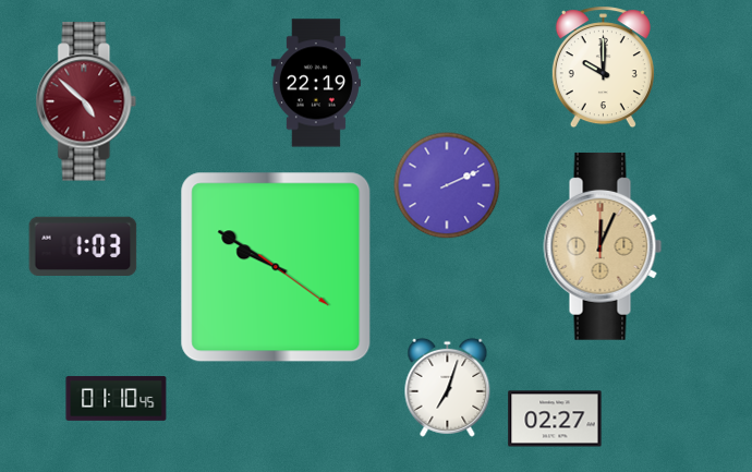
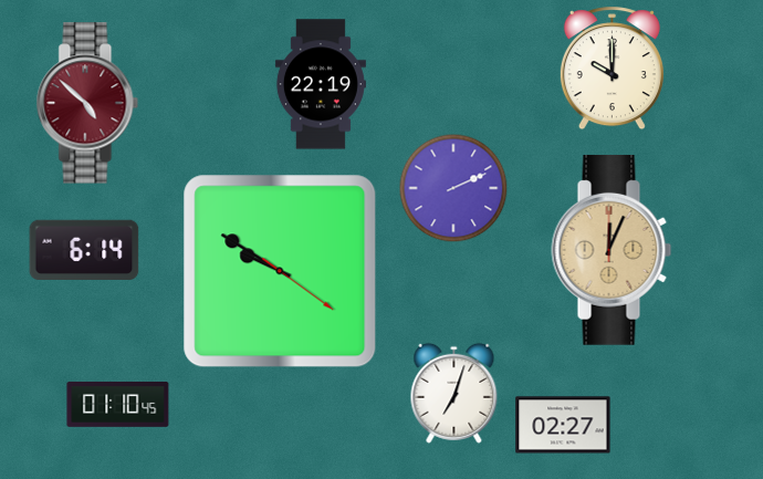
clock at (83, 245): 1:03 -> 6:14
